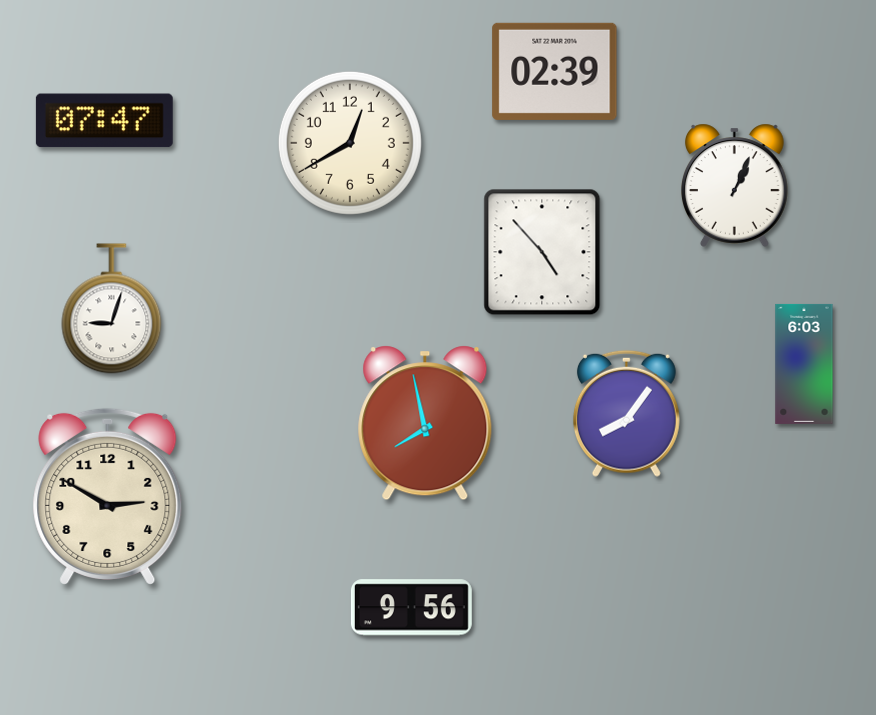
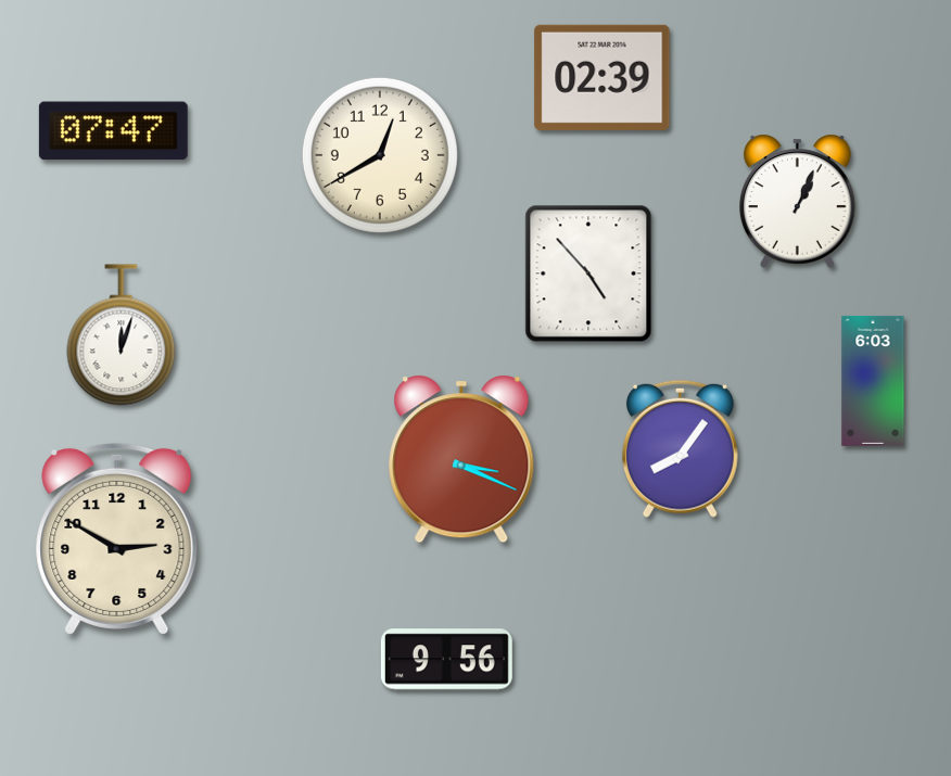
clock at (112, 309): 9:03 -> 12:03
clock at (804, 364) position: (804, 364) -> (873, 381)
clock at (425, 423): 7:58 -> 3:19
